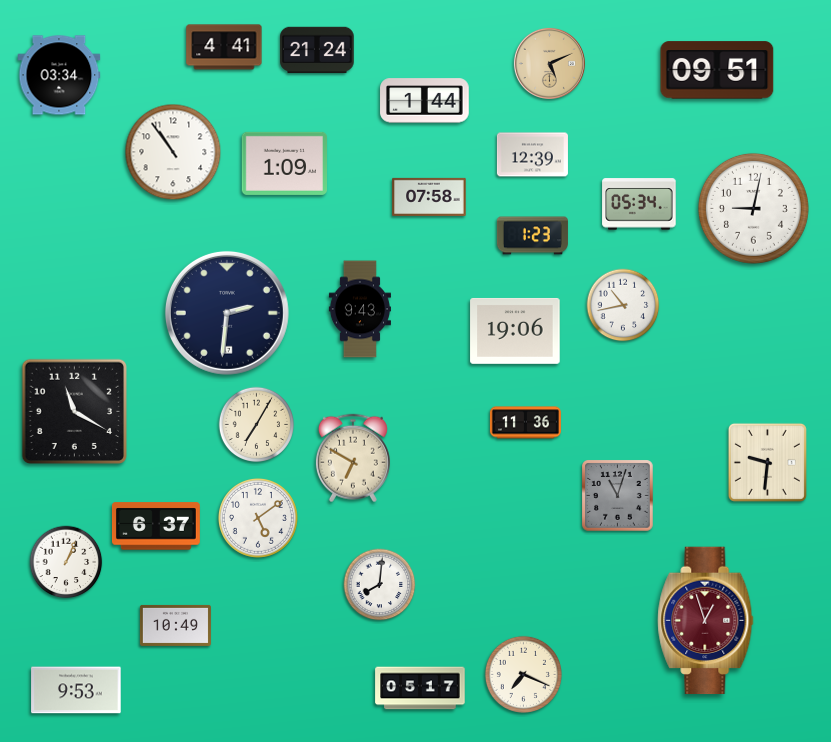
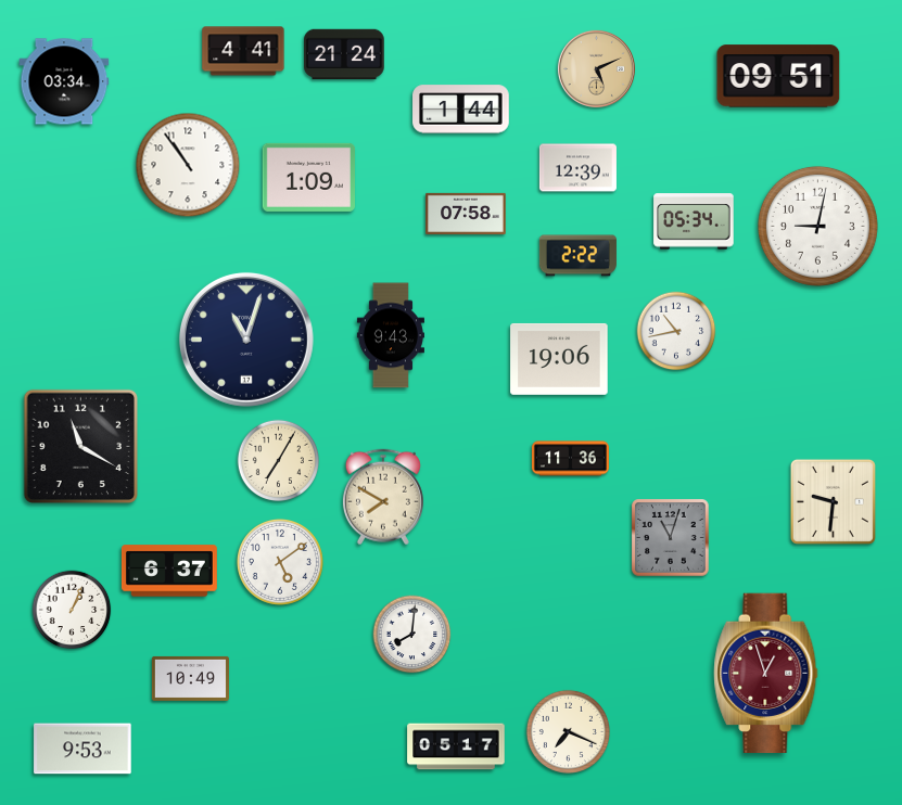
clock at (532, 236): 1:23 -> 2:22
clock at (227, 313): 2:31 -> 11:03
clock at (353, 458): 6:50 -> 7:50
